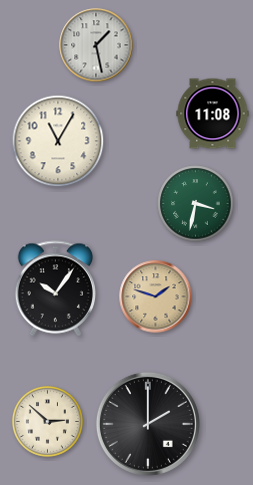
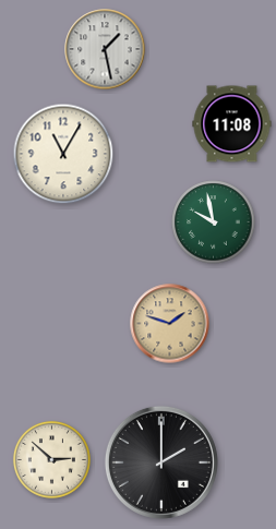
clock at (196, 204): 3:32 -> 9:58
clock at (55, 289): 10:06 -> none
